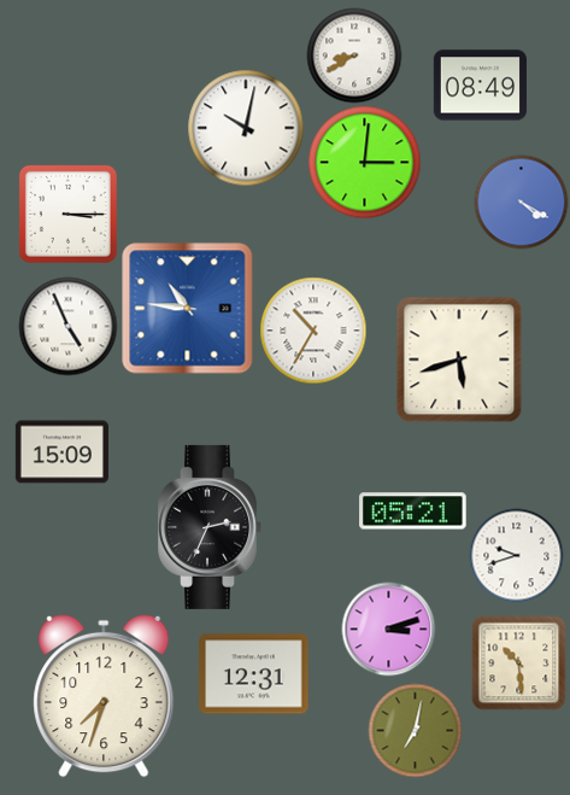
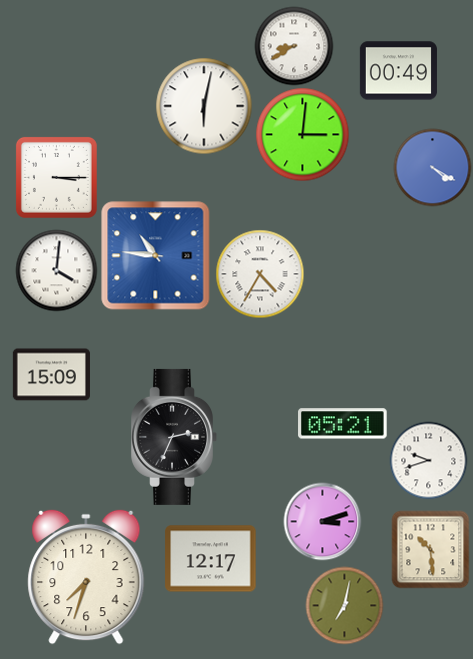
clock at (480, 86): 08:49 -> 00:49
clock at (246, 128): 10:02 -> 6:02
clock at (67, 326): 4:56 -> 4:01
clock at (313, 331): 10:35 -> 4:35
clock at (459, 359): 5:42 -> none
clock at (254, 674): 12:31 -> 12:17
